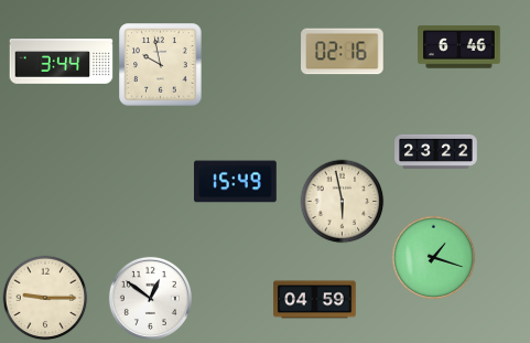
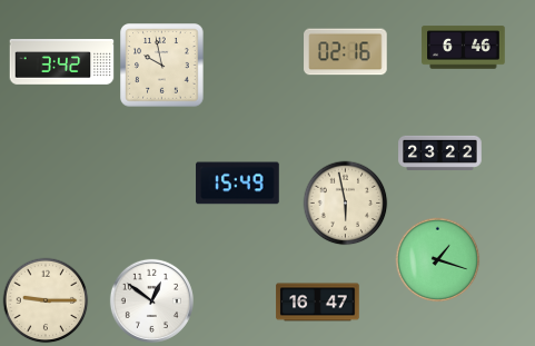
clock at (62, 62): 3:44 -> 3:42
clock at (315, 300): 04:59 -> 16:47
